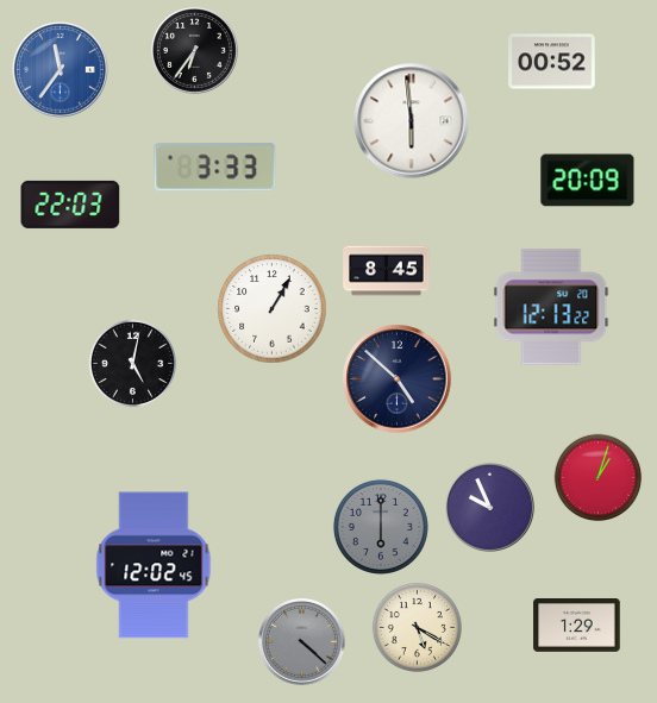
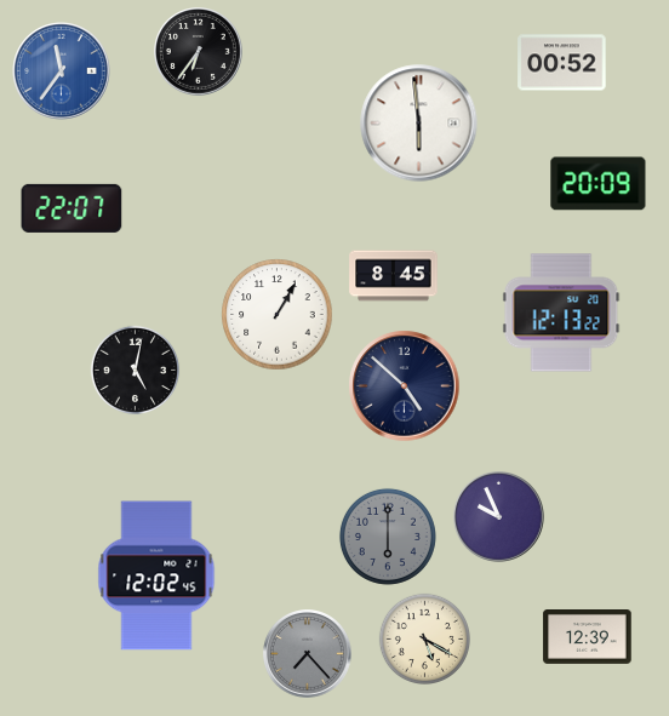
clock at (215, 168): 3:33 -> none
clock at (70, 205): 22:03 -> 22:07
clock at (599, 478): 1:03 -> none
clock at (577, 626): 1:29 -> 12:39
clock at (302, 642): 4:22 -> 7:23
